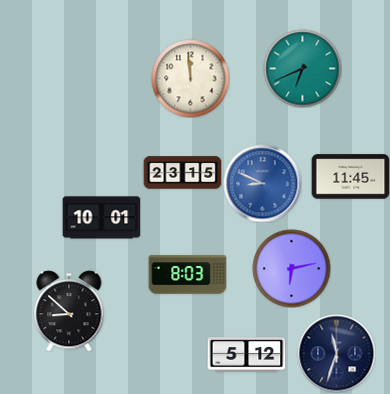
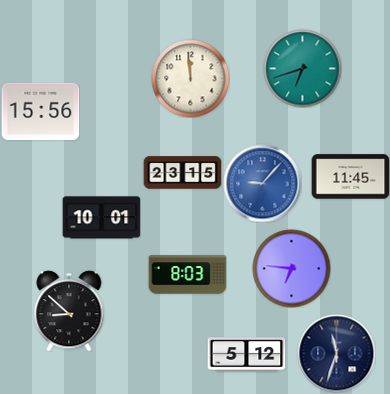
clock at (302, 68): 6:41 -> 6:42
clock at (40, 111): none -> 15:56
clock at (262, 183): 8:49 -> 9:07
clock at (291, 268): 6:13 -> 6:46
